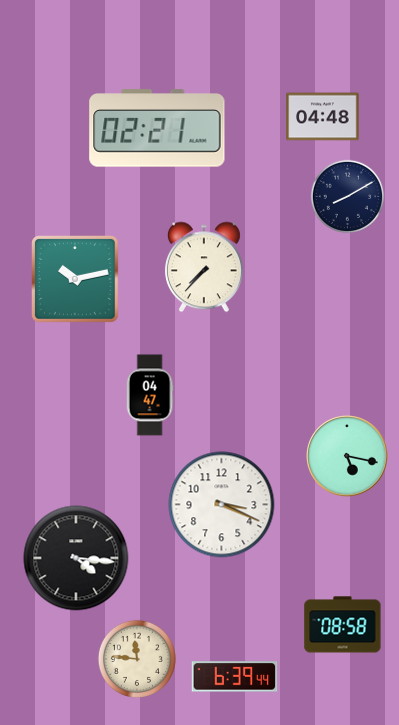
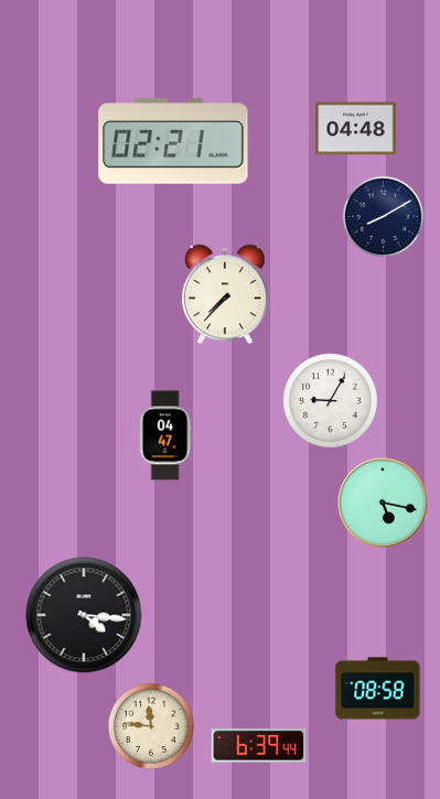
clock at (76, 280): 10:13 -> none
clock at (331, 401): none -> 9:05
clock at (222, 505): 3:19 -> none
